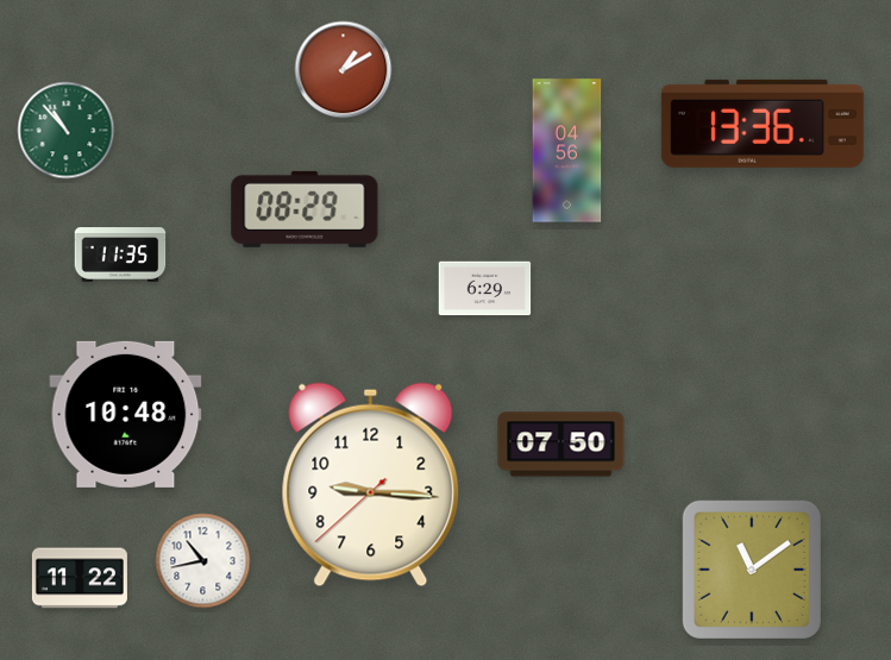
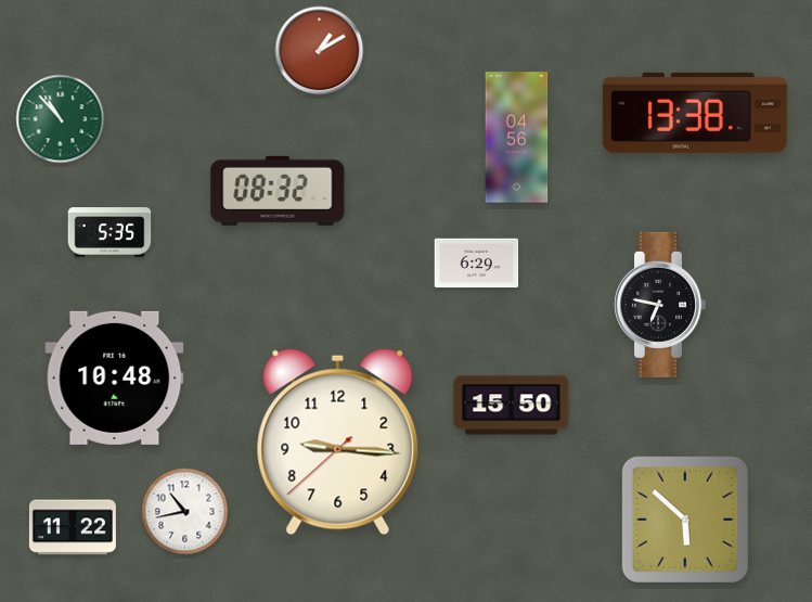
clock at (344, 70) position: (344, 70) -> (320, 51)
clock at (763, 124): 13:36 -> 13:38
clock at (305, 209): 08:29 -> 08:32
clock at (120, 254): 11:35 -> 5:35
clock at (485, 289) position: (485, 289) -> (477, 264)
clock at (660, 305): none -> 6:47
clock at (561, 445): 07:50 -> 15:50
clock at (752, 570): 11:09 -> 5:52
